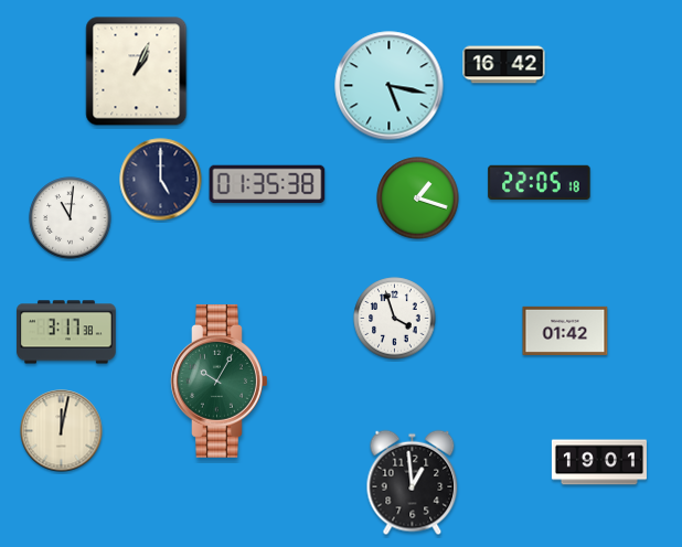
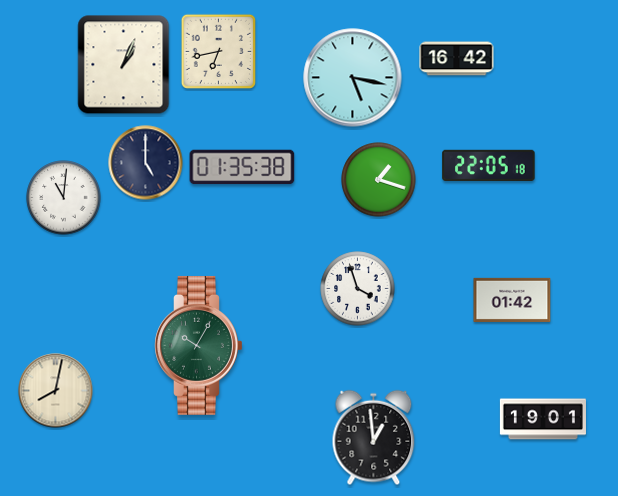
clock at (218, 51): none -> 6:43
clock at (66, 332): 3:17 -> none
clock at (62, 431): 12:02 -> 8:02
